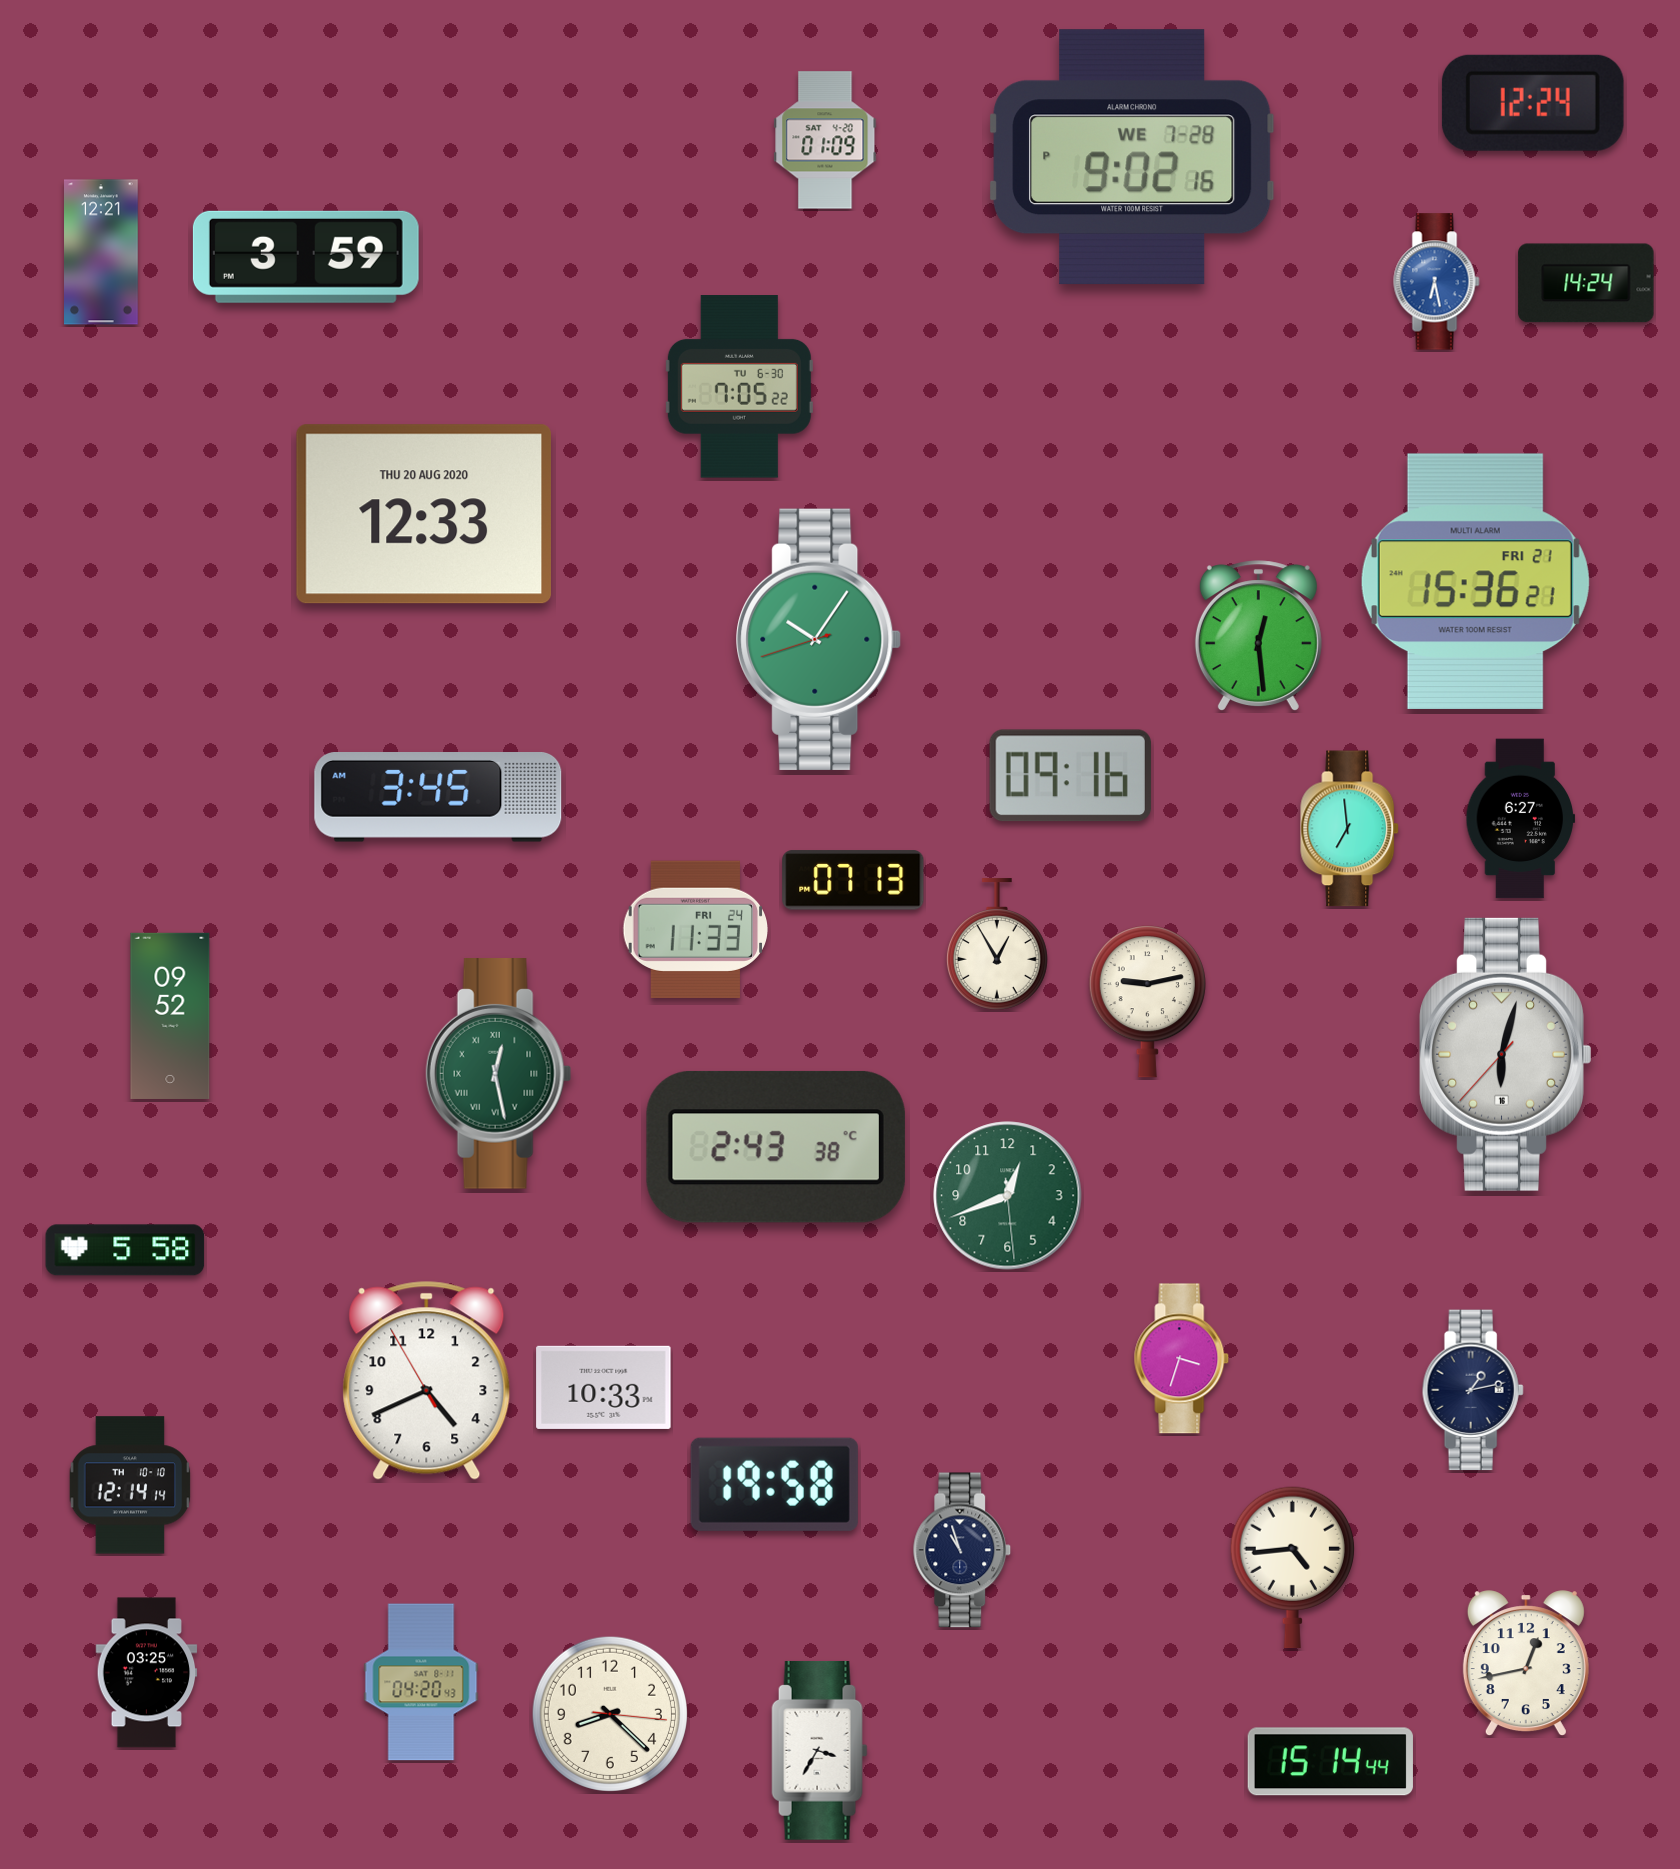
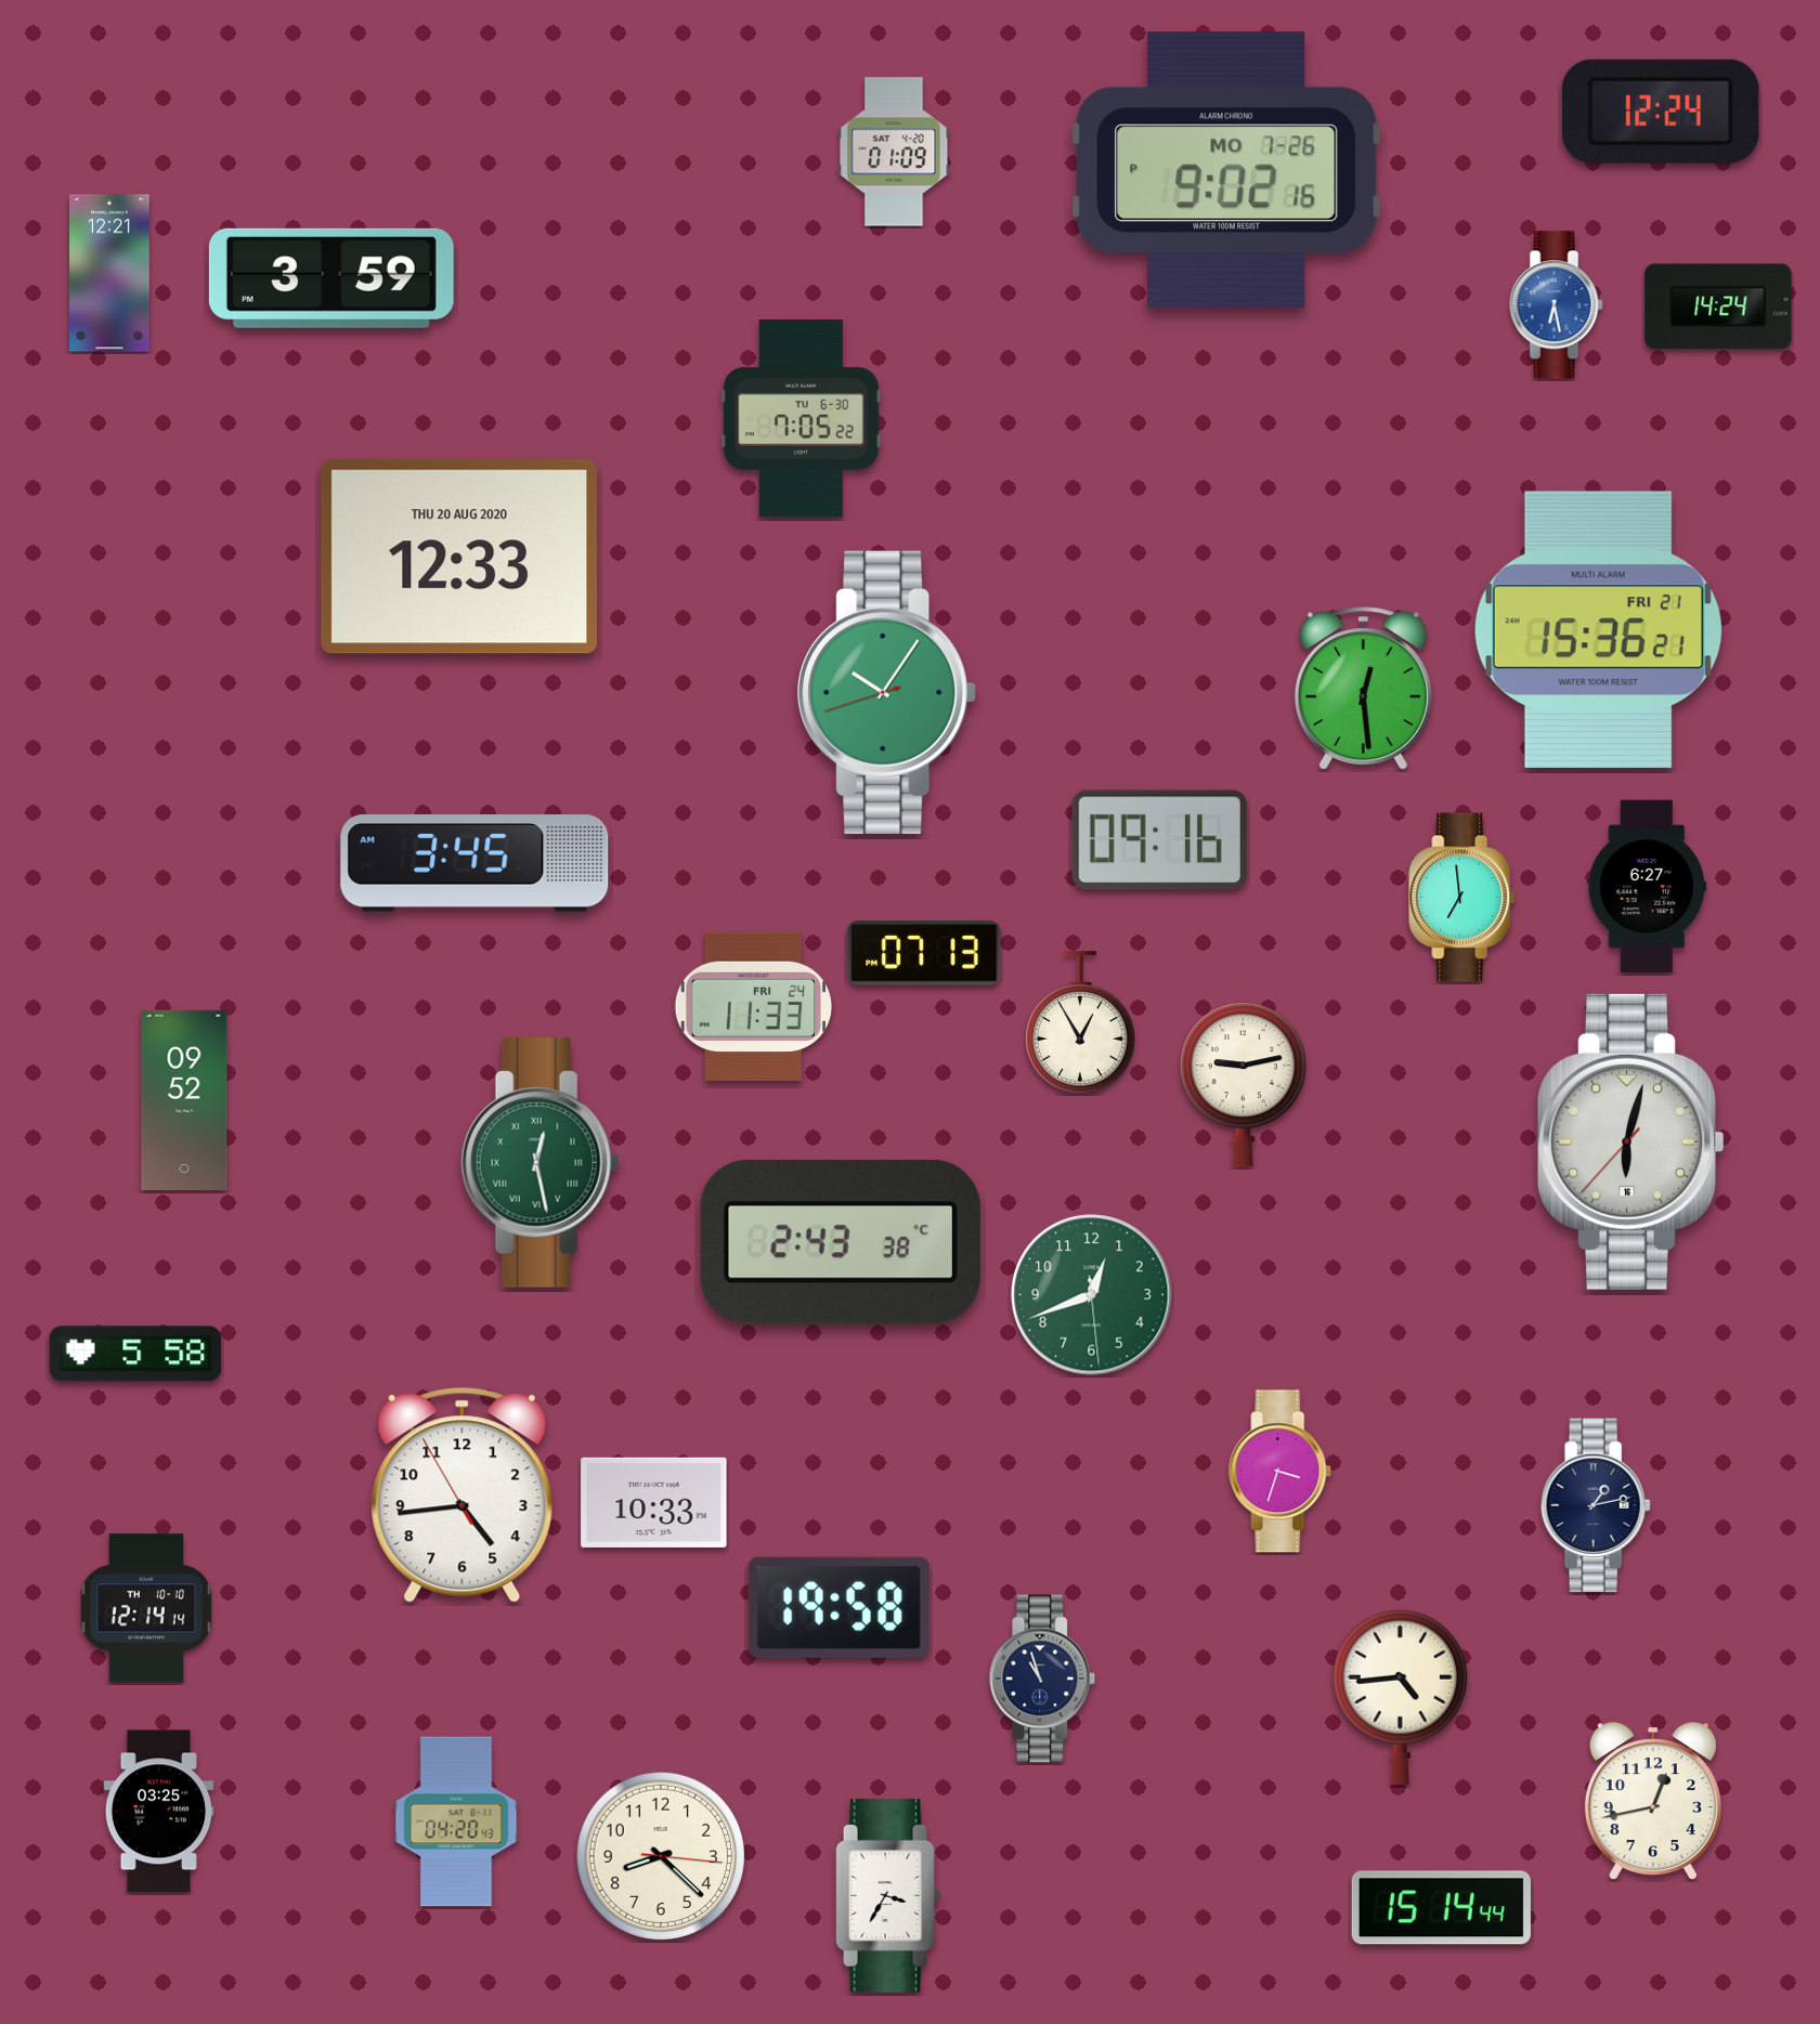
clock at (1132, 157) date: WE 7-28 -> MO 7-26
clock at (427, 1380): 4:40 -> 4:43
clock at (130, 1485) position: (130, 1485) -> (146, 1608)
